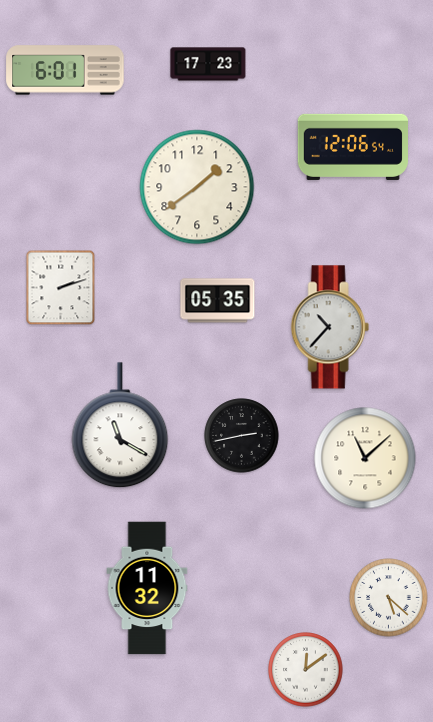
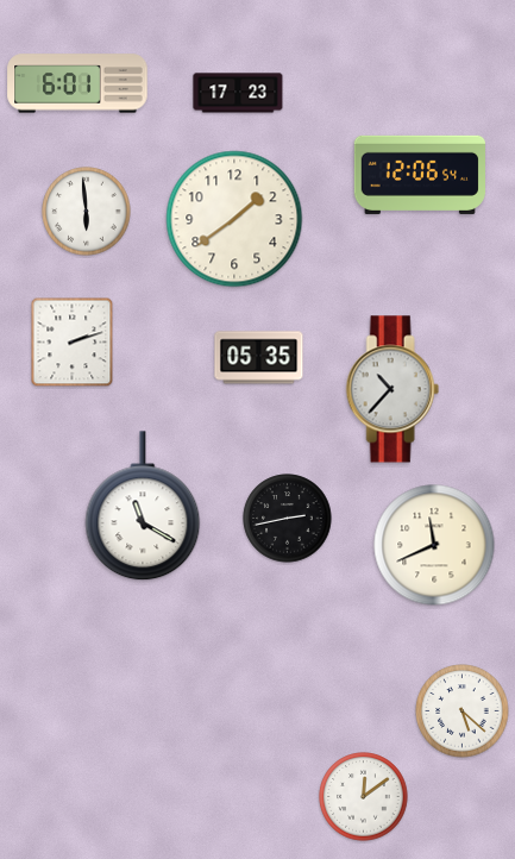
clock at (208, 64) position: (208, 64) -> (238, 93)
clock at (87, 212): none -> 5:59
clock at (197, 187) position: (197, 187) -> (234, 219)
clock at (365, 458): 11:08 -> 11:41
clock at (147, 588): 11:32 -> none
